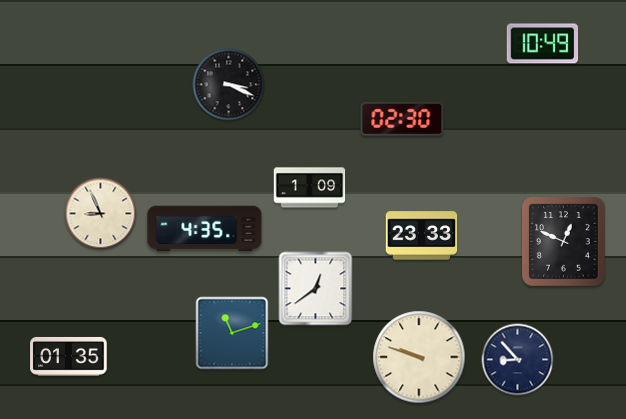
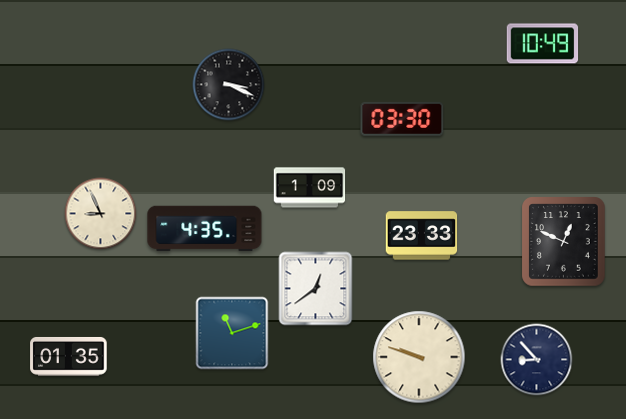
clock at (402, 119): 02:30 -> 03:30
clock at (518, 360) position: (518, 360) -> (537, 360)
